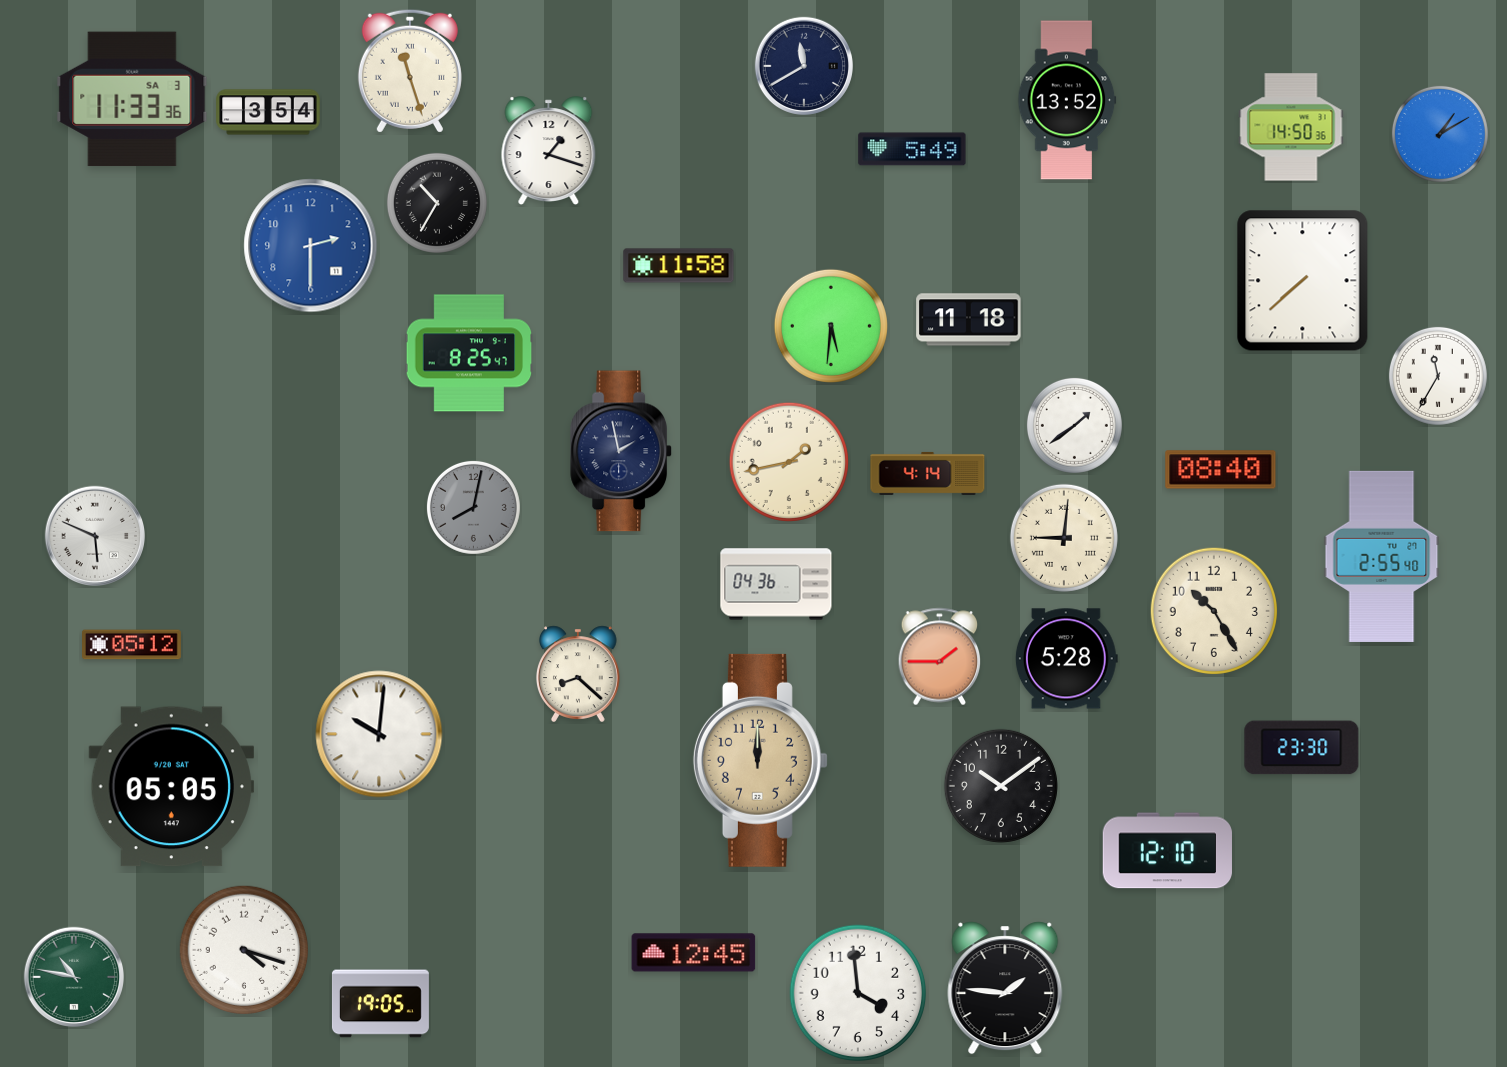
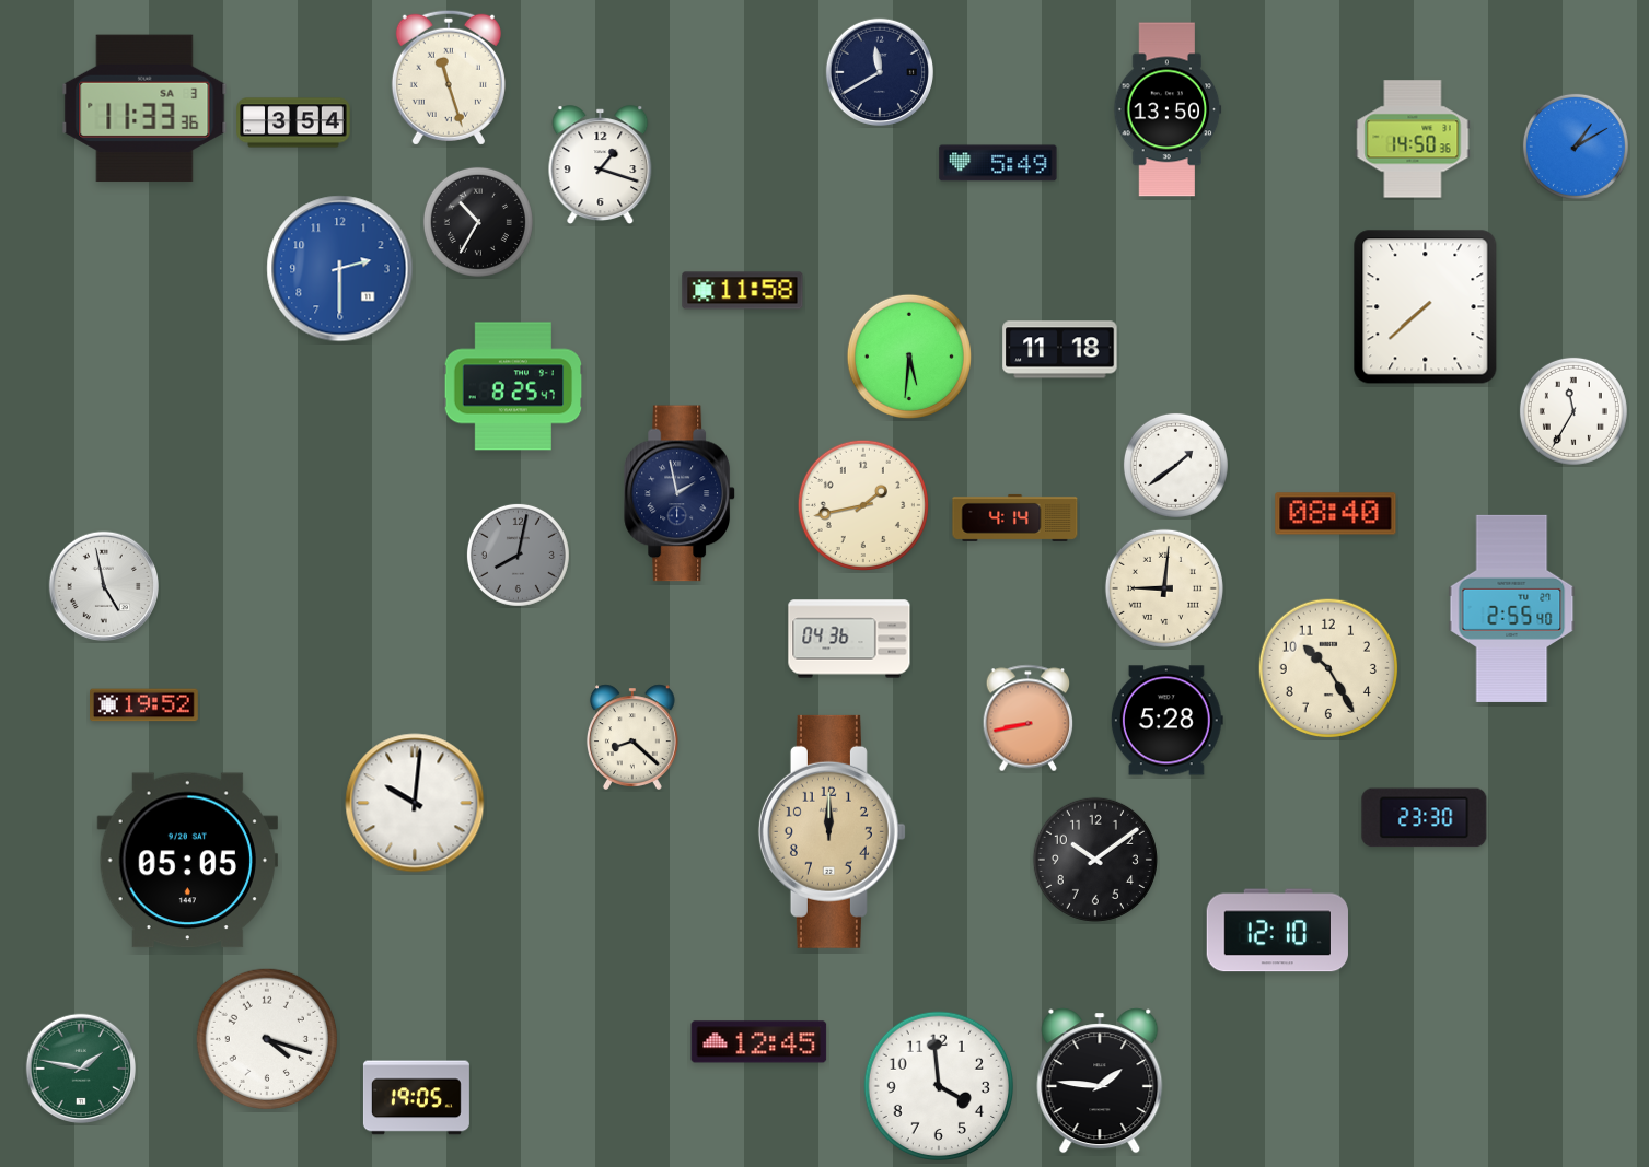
clock at (1067, 100): 13:52 -> 13:50
clock at (94, 535): 5:49 -> 4:58
clock at (132, 645): 05:12 -> 19:52
clock at (940, 657): 1:45 -> 8:43
clock at (73, 976): 10:47 -> 1:47
